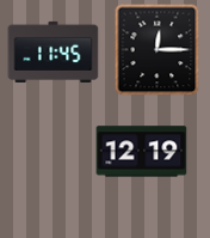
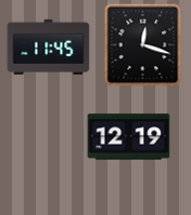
clock at (157, 49): 12:15 -> 12:18
